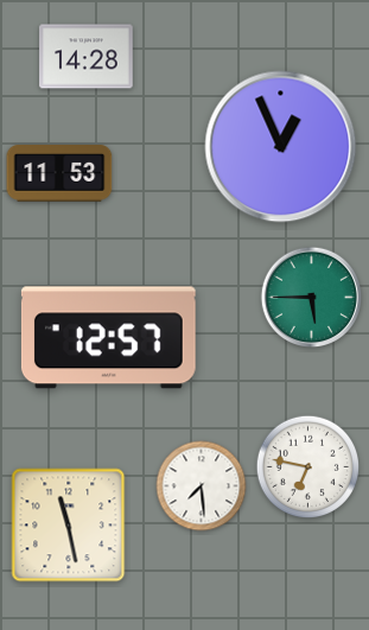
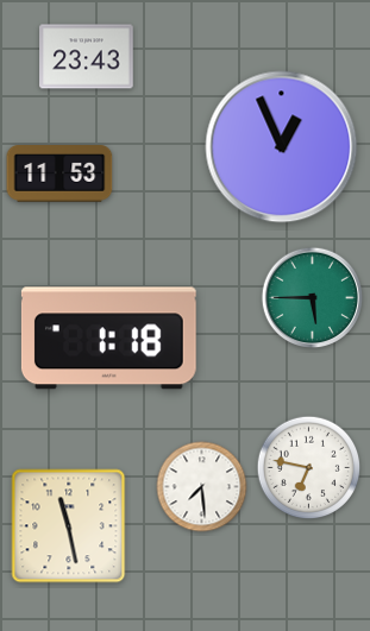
clock at (87, 57): 14:28 -> 23:43
clock at (108, 338): 12:57 -> 1:18
